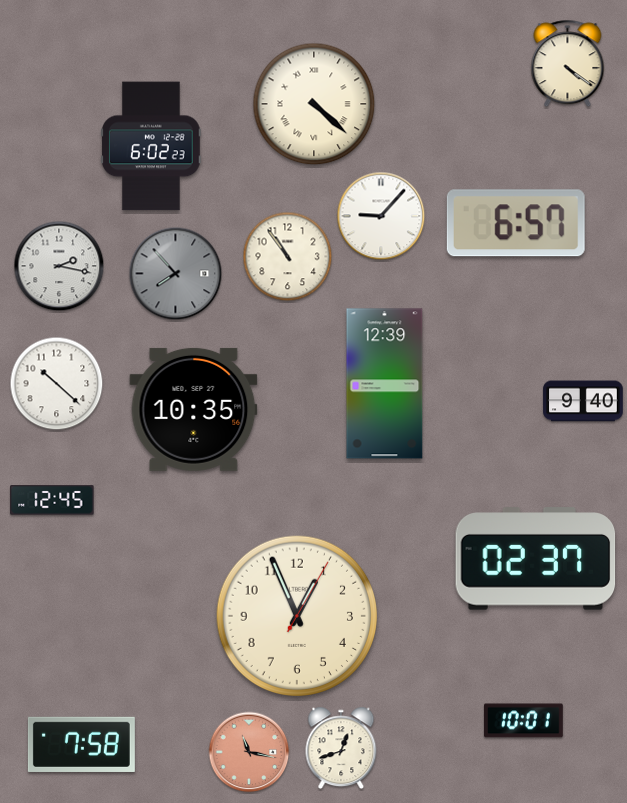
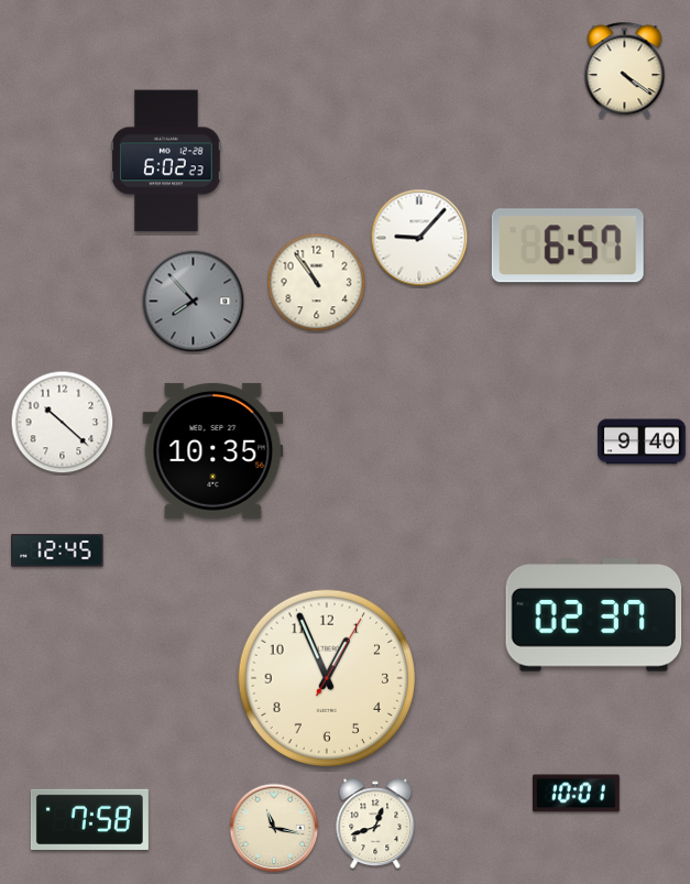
clock at (314, 104): 4:22 -> none
clock at (59, 266): 2:17 -> none
clock at (385, 384): 12:39 -> none
clock at (536, 559) position: (536, 559) -> (594, 615)
clock at (249, 752) dial: salmon -> cream
